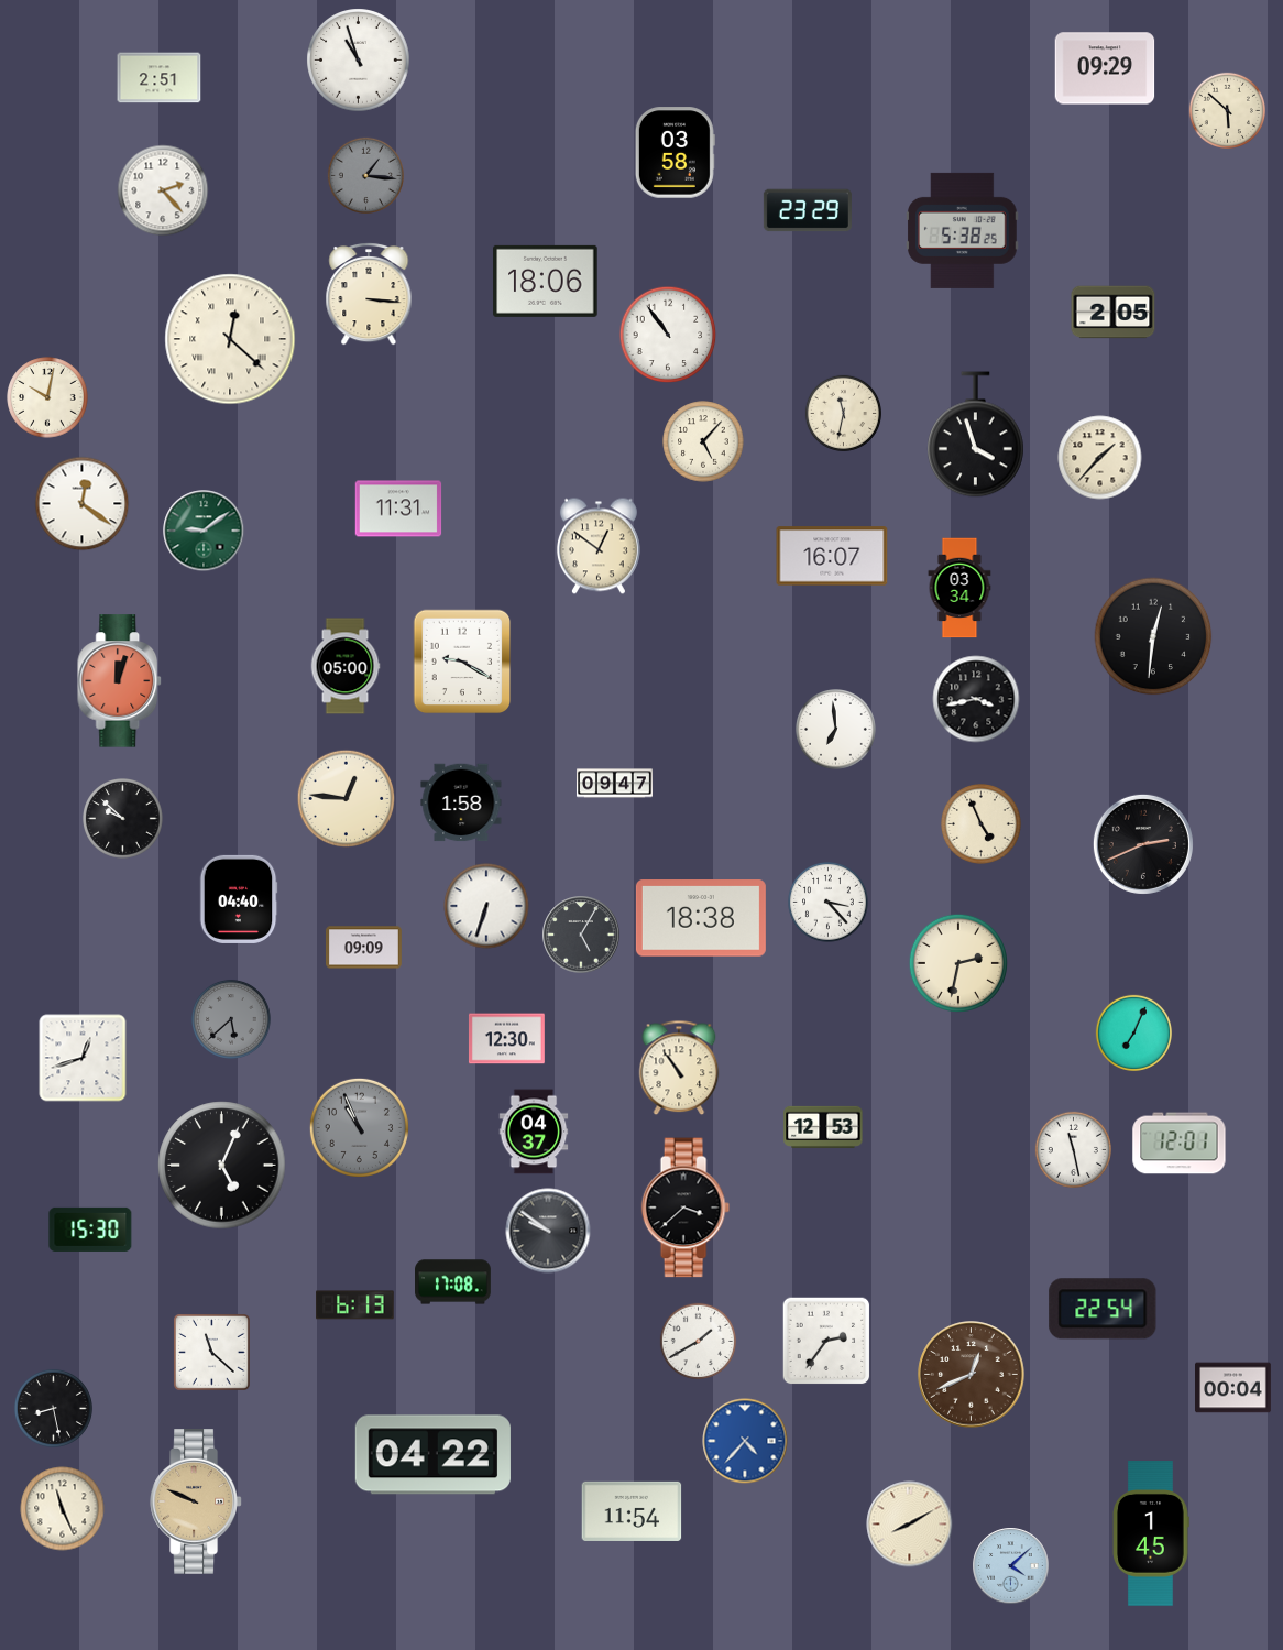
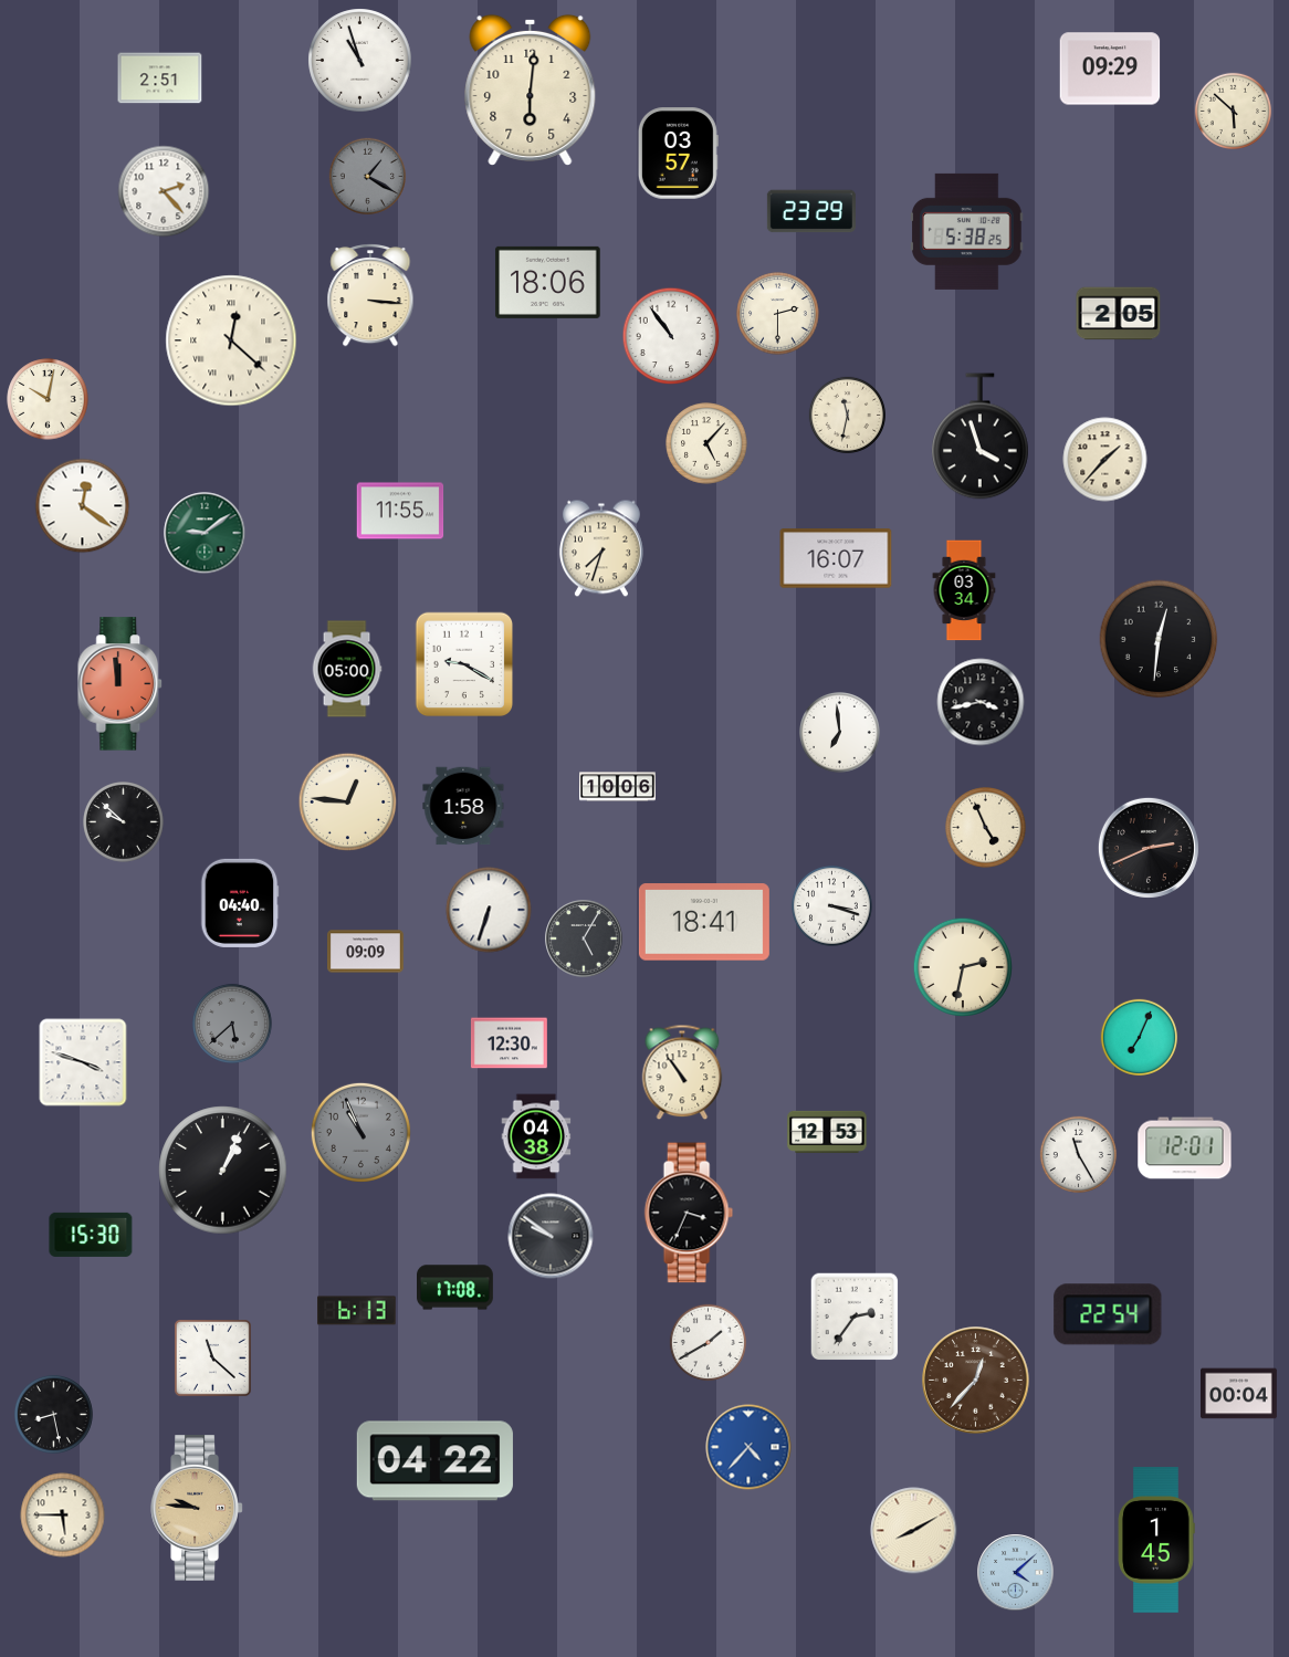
clock at (531, 90): none -> 6:01
clock at (675, 153): 03:58 -> 03:57
clock at (365, 175): 1:16 -> 1:20
clock at (778, 314): none -> 2:30
clock at (398, 509): 11:31 -> 11:55
clock at (599, 546): 12:51 -> 7:33
clock at (120, 681): 12:03 -> 11:59
clock at (615, 784): 09:47 -> 10:06
clock at (829, 903): 3:23 -> 3:18
clock at (701, 918): 18:38 -> 18:41
clock at (83, 1058): 12:42 -> 3:48
clock at (534, 1132): 04:37 -> 04:38
clock at (1073, 1149): 11:28 -> 11:25
clock at (222, 1166): 5:04 -> 1:04
clock at (686, 1208): 3:38 -> 3:34
clock at (698, 1341) position: (698, 1341) -> (708, 1342)
clock at (826, 1341) position: (826, 1341) -> (855, 1317)
clock at (972, 1375): 12:41 -> 12:37
clock at (196, 1501): 9:49 -> 9:46
clock at (63, 1509): 11:26 -> 5:45
clock at (632, 1511): 11:54 -> none
